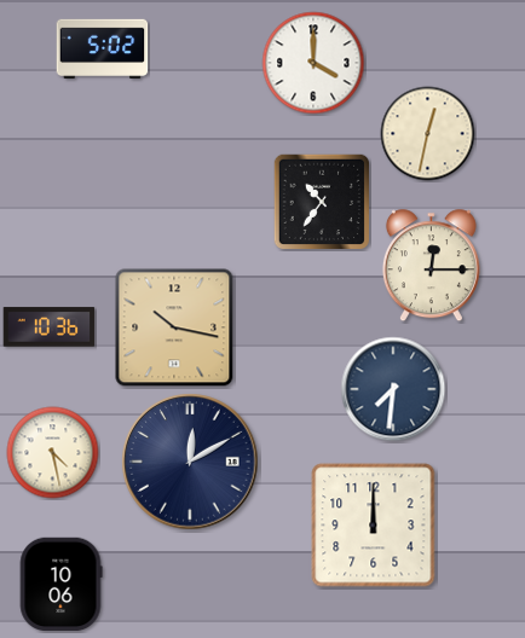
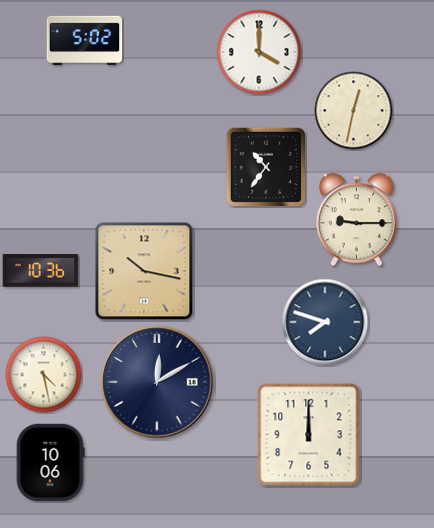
clock at (431, 266): 12:15 -> 9:15
clock at (393, 389): 7:31 -> 7:48
clock at (60, 585) position: (60, 585) -> (50, 463)
